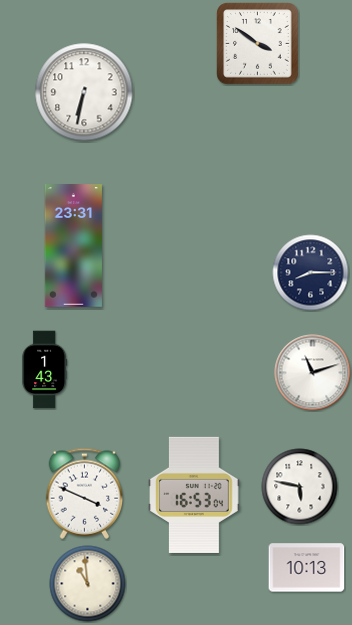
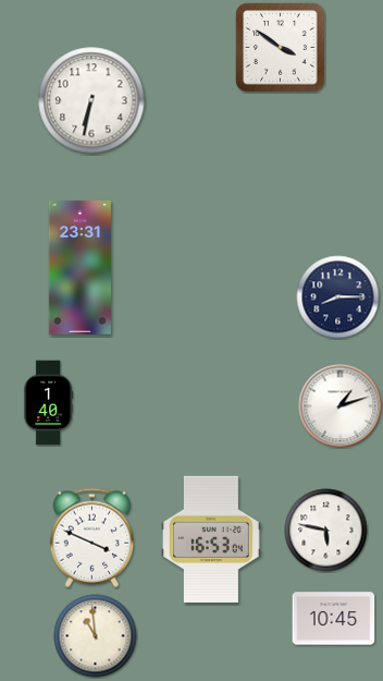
clock at (45, 370): 1:43 -> 1:40
clock at (313, 373): 11:12 -> 1:12
clock at (307, 568): 10:13 -> 10:45
